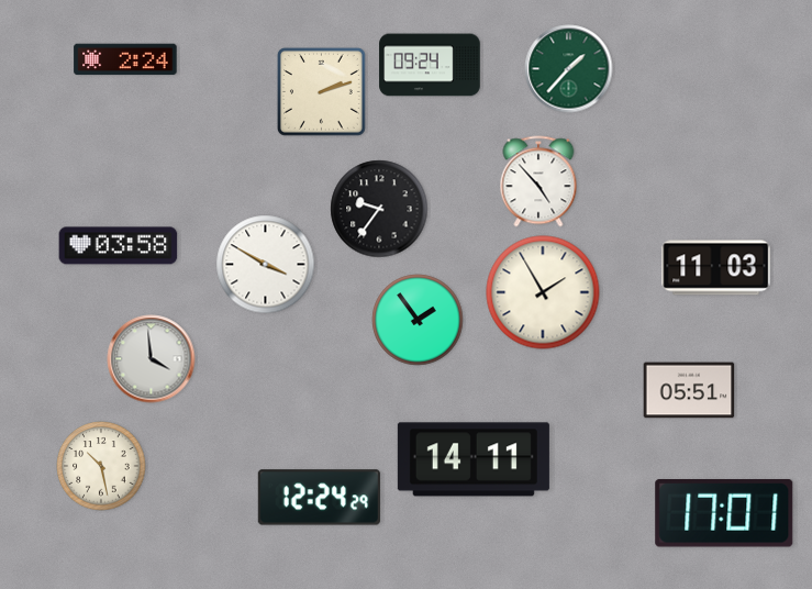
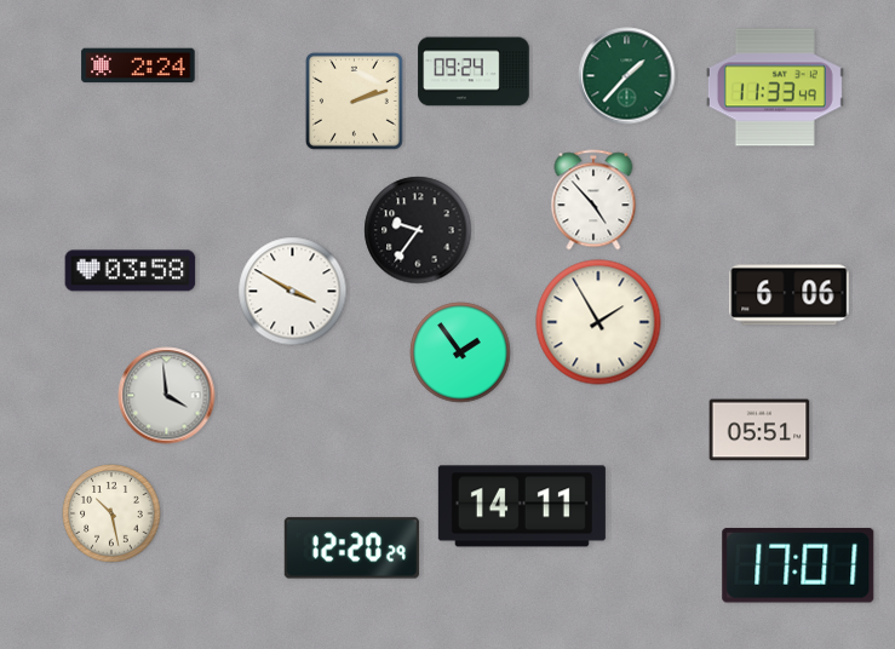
clock at (775, 87): none -> 11:33
clock at (716, 268): 11:03 -> 6:06
clock at (319, 498): 12:24 -> 12:20
